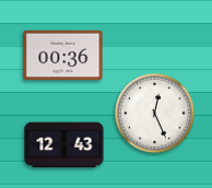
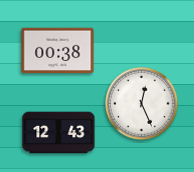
clock at (63, 56): 00:36 -> 00:38
